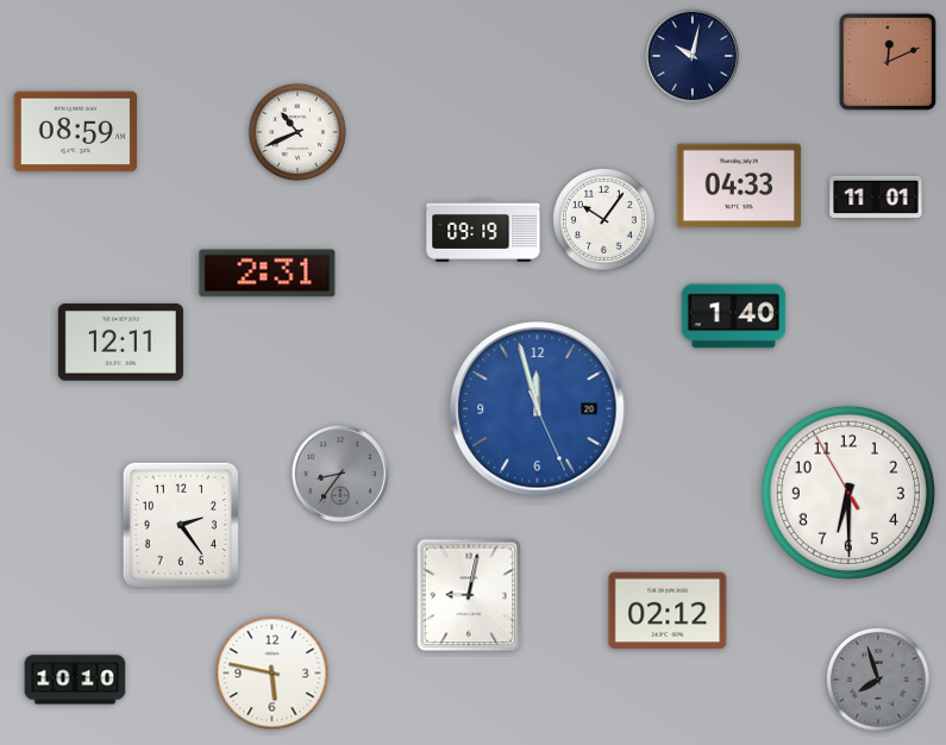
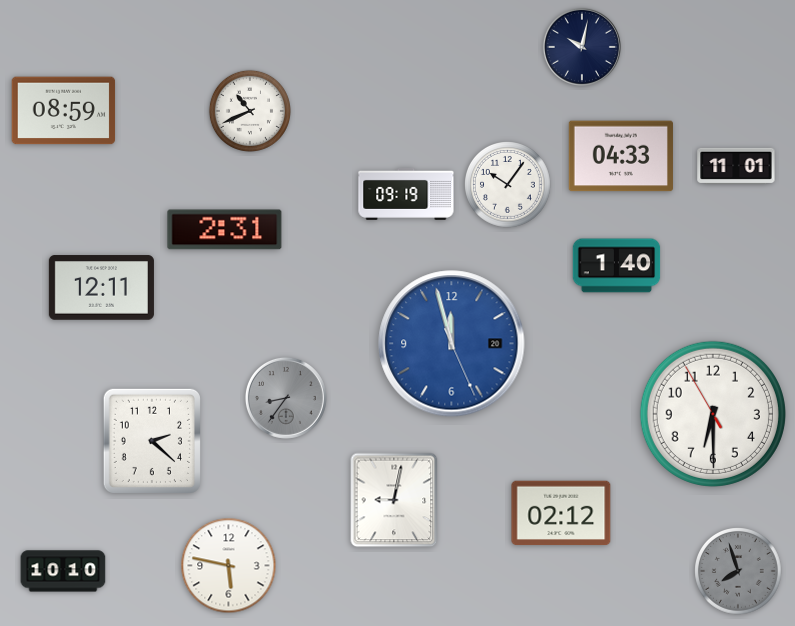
clock at (888, 62): 12:11 -> none
clock at (181, 525): 2:24 -> 2:22
